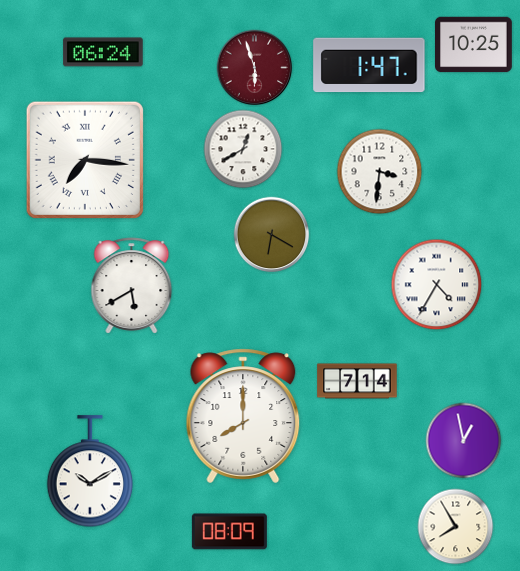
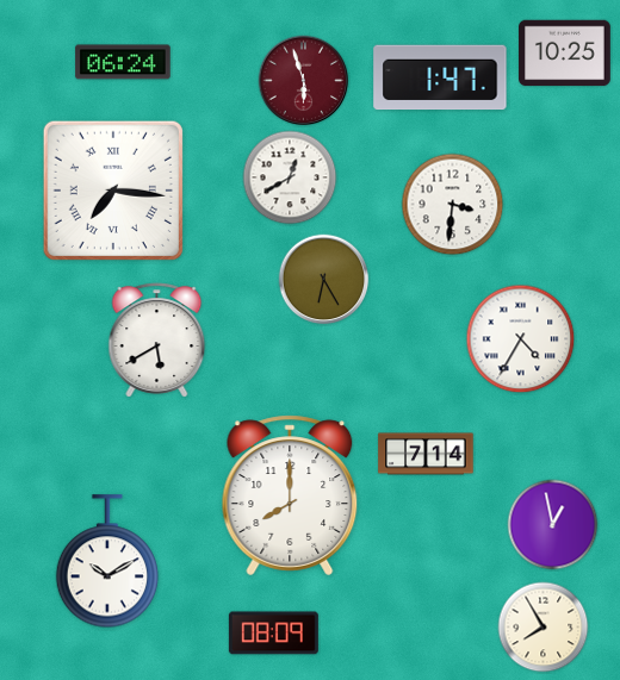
clock at (85, 160) position: (85, 160) -> (113, 191)
clock at (272, 235): 6:20 -> 6:25
